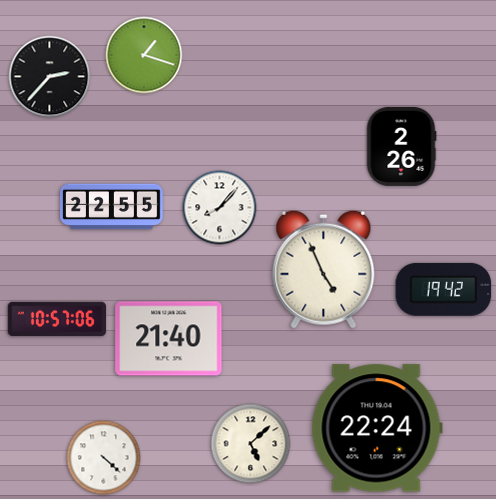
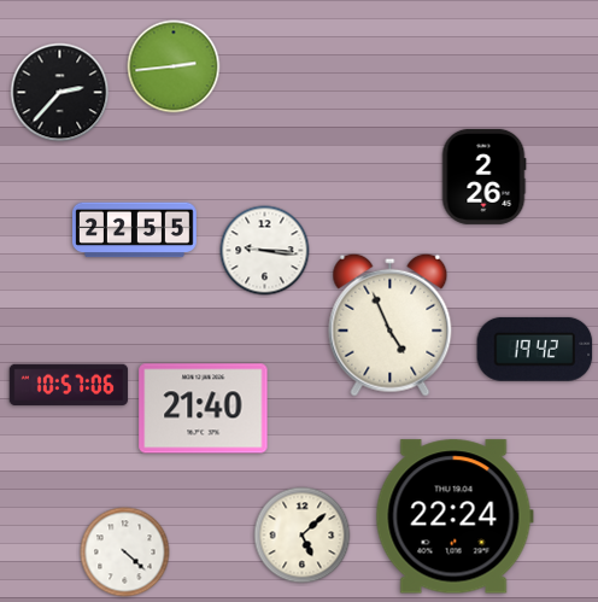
clock at (144, 55): 1:18 -> 2:44
clock at (112, 207) position: (112, 207) -> (135, 230)
clock at (220, 208): 8:07 -> 9:16
